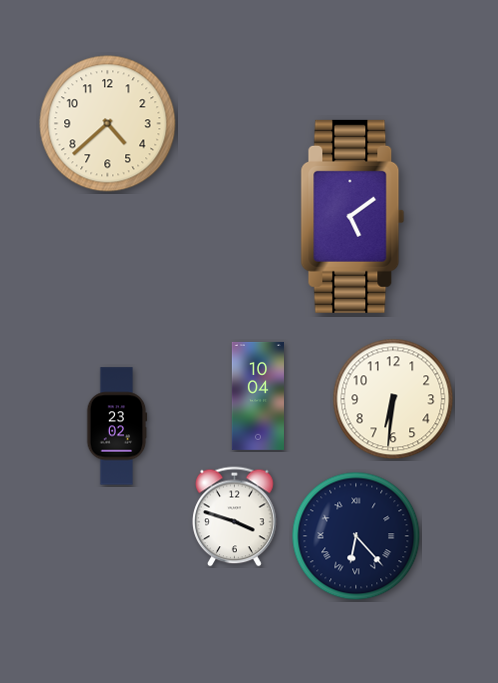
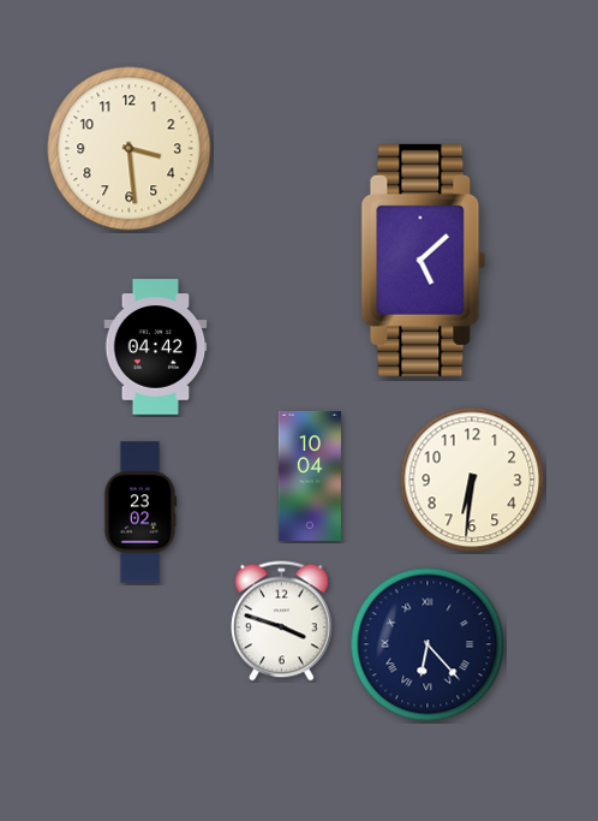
clock at (108, 124): 4:38 -> 3:29
clock at (353, 216): 5:09 -> 5:08
clock at (156, 347): none -> 04:42
